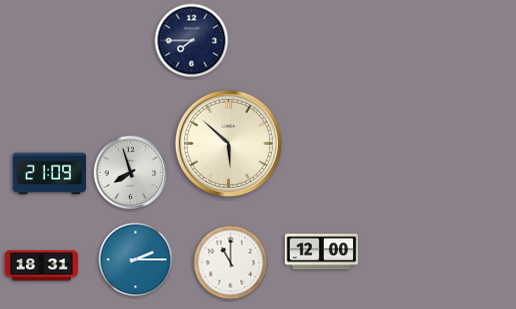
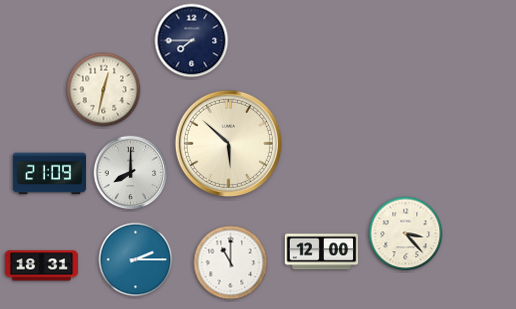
clock at (104, 90): none -> 12:32
clock at (131, 173): 7:57 -> 8:00
clock at (406, 234): none -> 3:23
